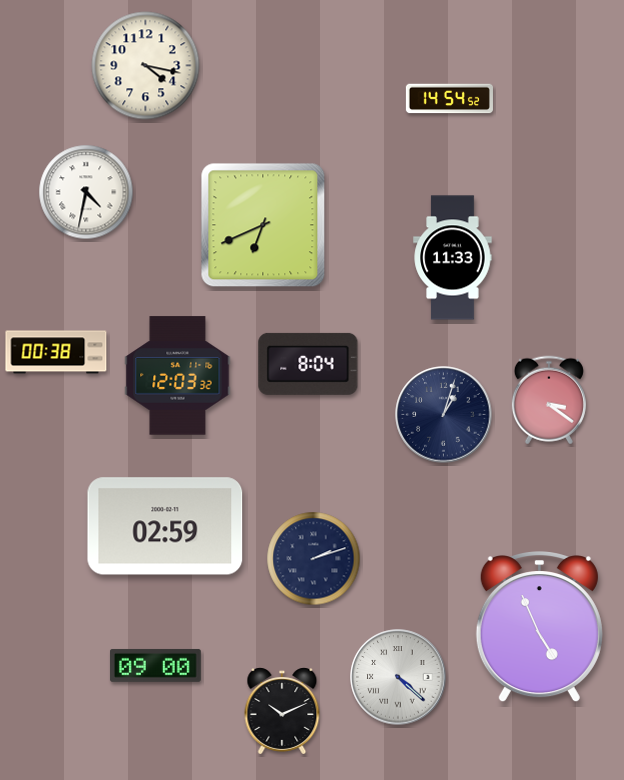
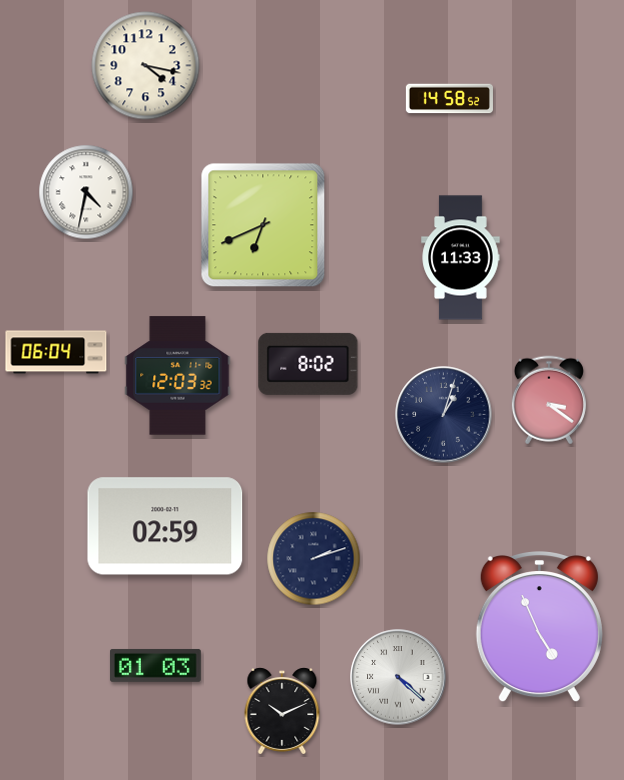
clock at (449, 99): 14:54 -> 14:58
clock at (453, 258) position: (453, 258) -> (461, 258)
clock at (56, 352): 00:38 -> 06:04
clock at (308, 364): 8:04 -> 8:02
clock at (155, 665): 09:00 -> 01:03
